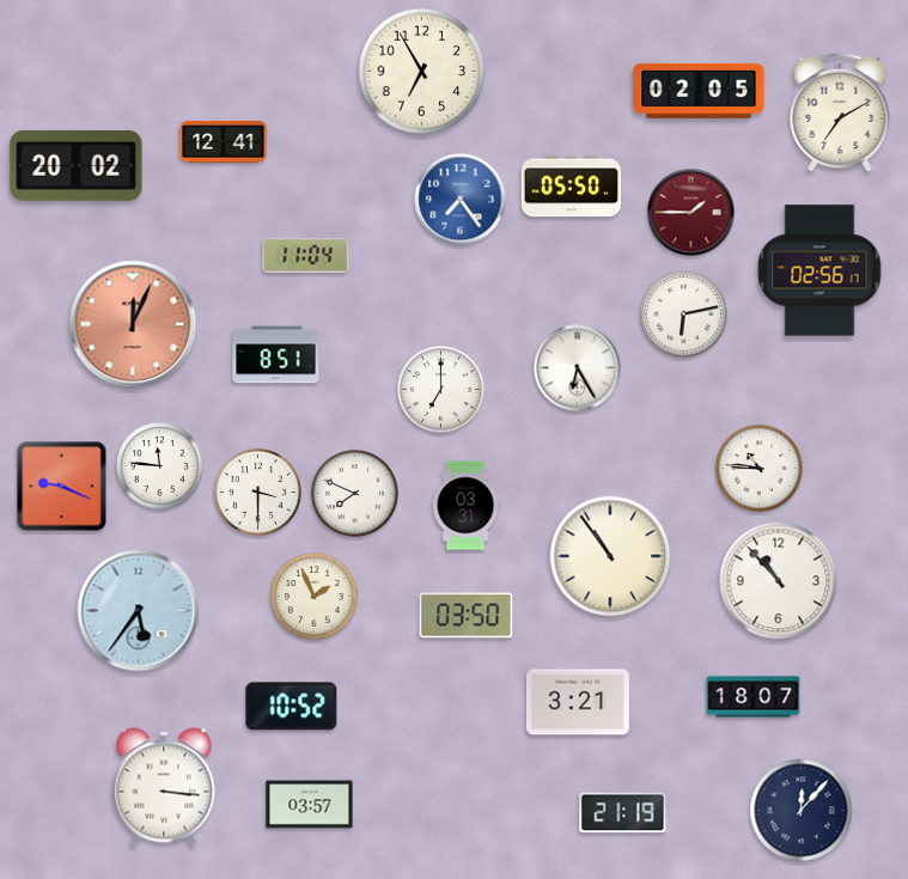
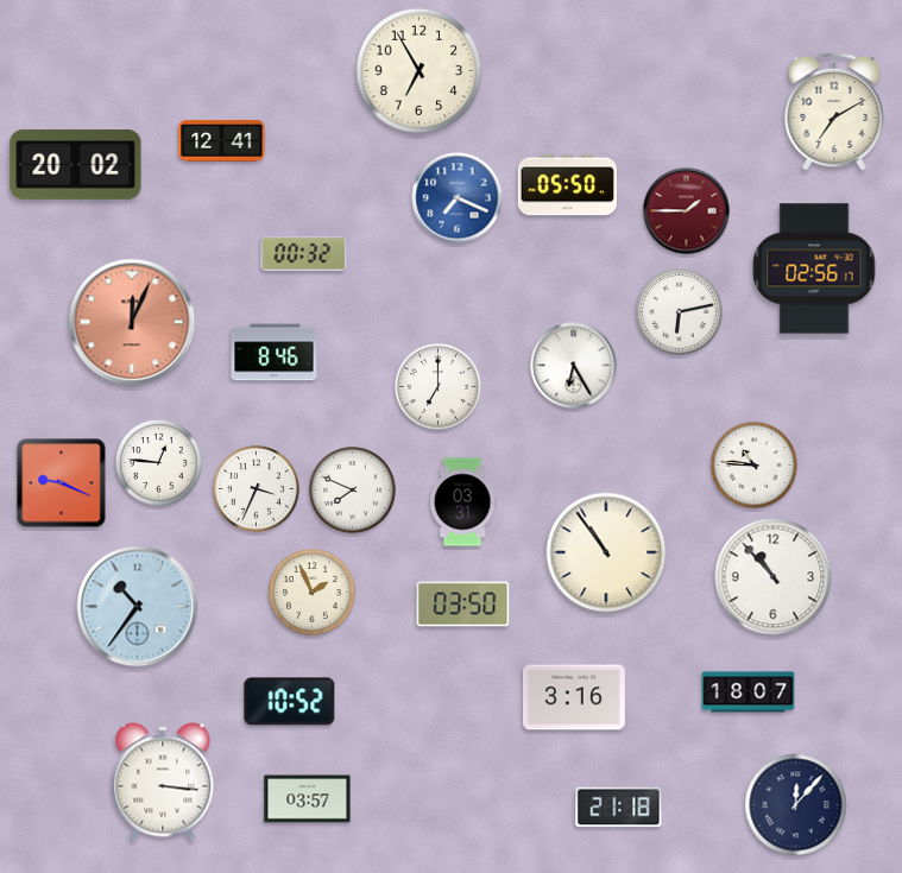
clock at (699, 91): 02:05 -> none
clock at (461, 200): 7:24 -> 7:19
clock at (306, 256): 11:04 -> 00:32
clock at (276, 355): 8:51 -> 8:46
clock at (160, 466): 11:46 -> 12:46
clock at (258, 493): 3:30 -> 3:34
clock at (139, 611): 5:36 -> 10:36
clock at (467, 616) position: (467, 616) -> (463, 605)
clock at (578, 702): 3:21 -> 3:16
clock at (623, 813): 21:19 -> 21:18
